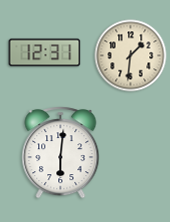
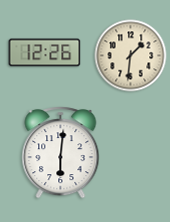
clock at (45, 53): 12:31 -> 12:26
